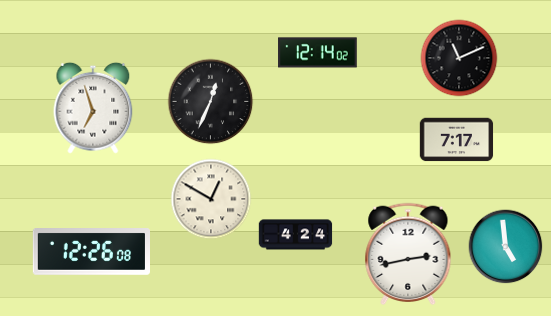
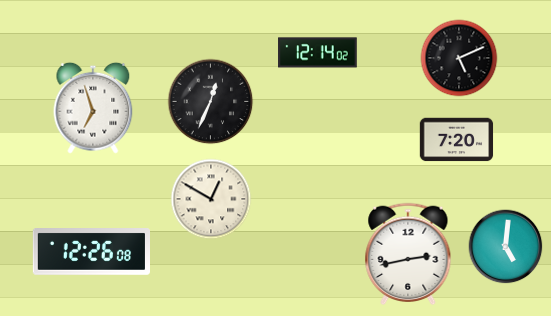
clock at (459, 58): 11:11 -> 5:11
clock at (457, 140): 7:17 -> 7:20
clock at (296, 235): 4:24 -> none
clock at (506, 247): 4:59 -> 5:01
